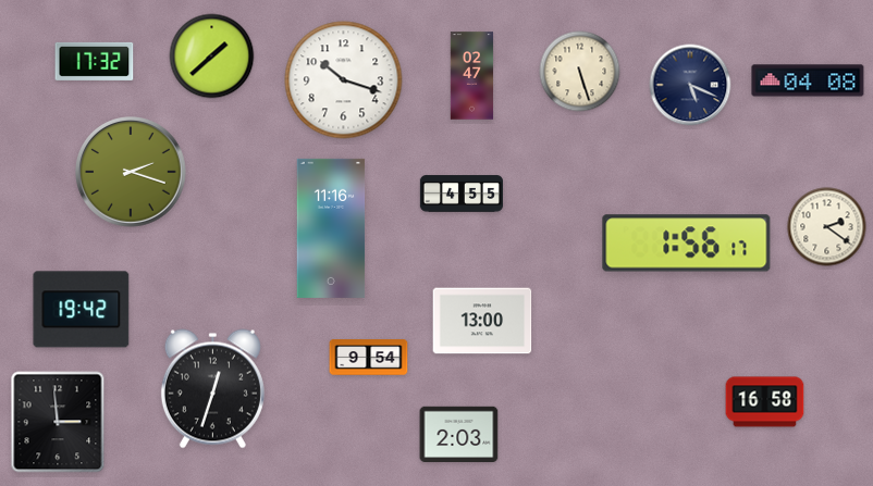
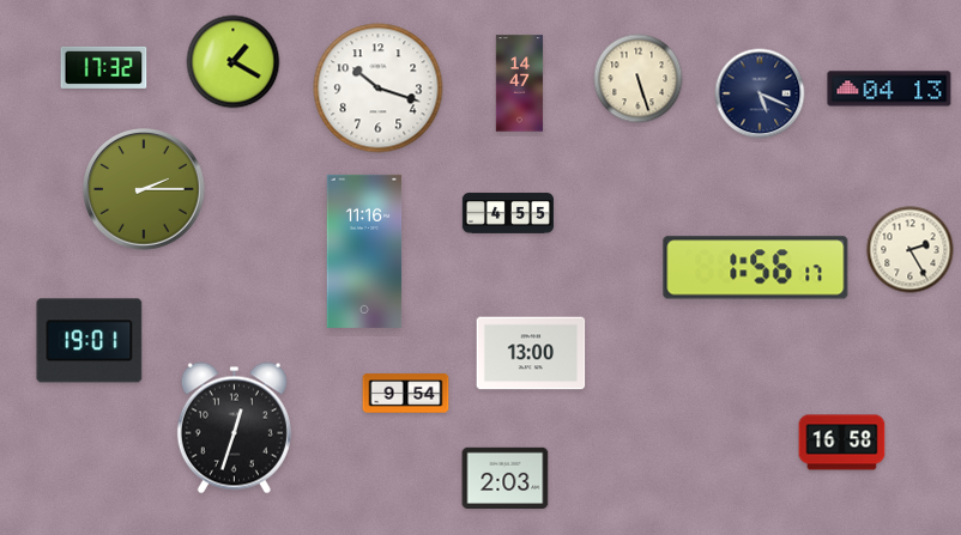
clock at (212, 57): 1:38 -> 1:20
clock at (472, 76): 02:47 -> 14:47
clock at (808, 80): 04:08 -> 04:13
clock at (132, 173): 2:18 -> 2:15
clock at (827, 227): 2:21 -> 2:25
clock at (82, 310): 19:42 -> 19:01
clock at (58, 422): 2:59 -> none
